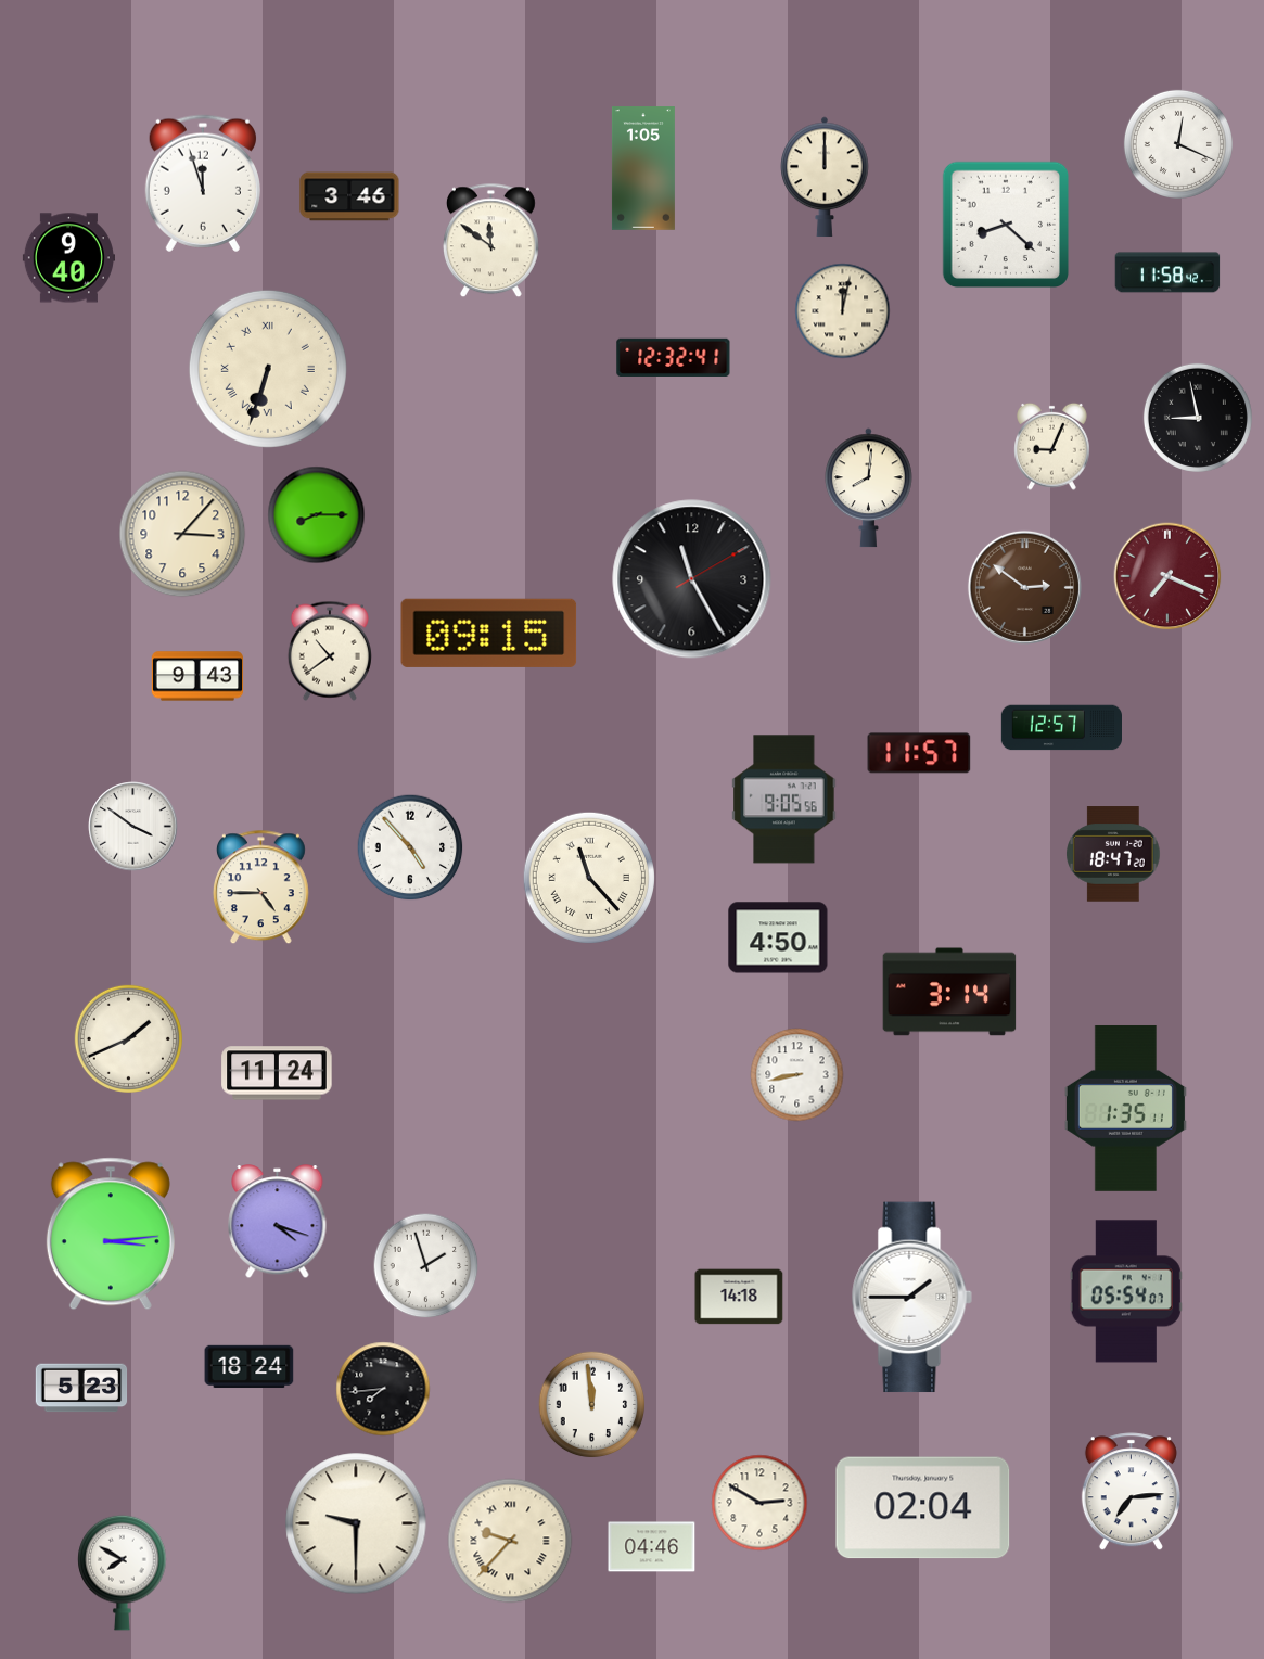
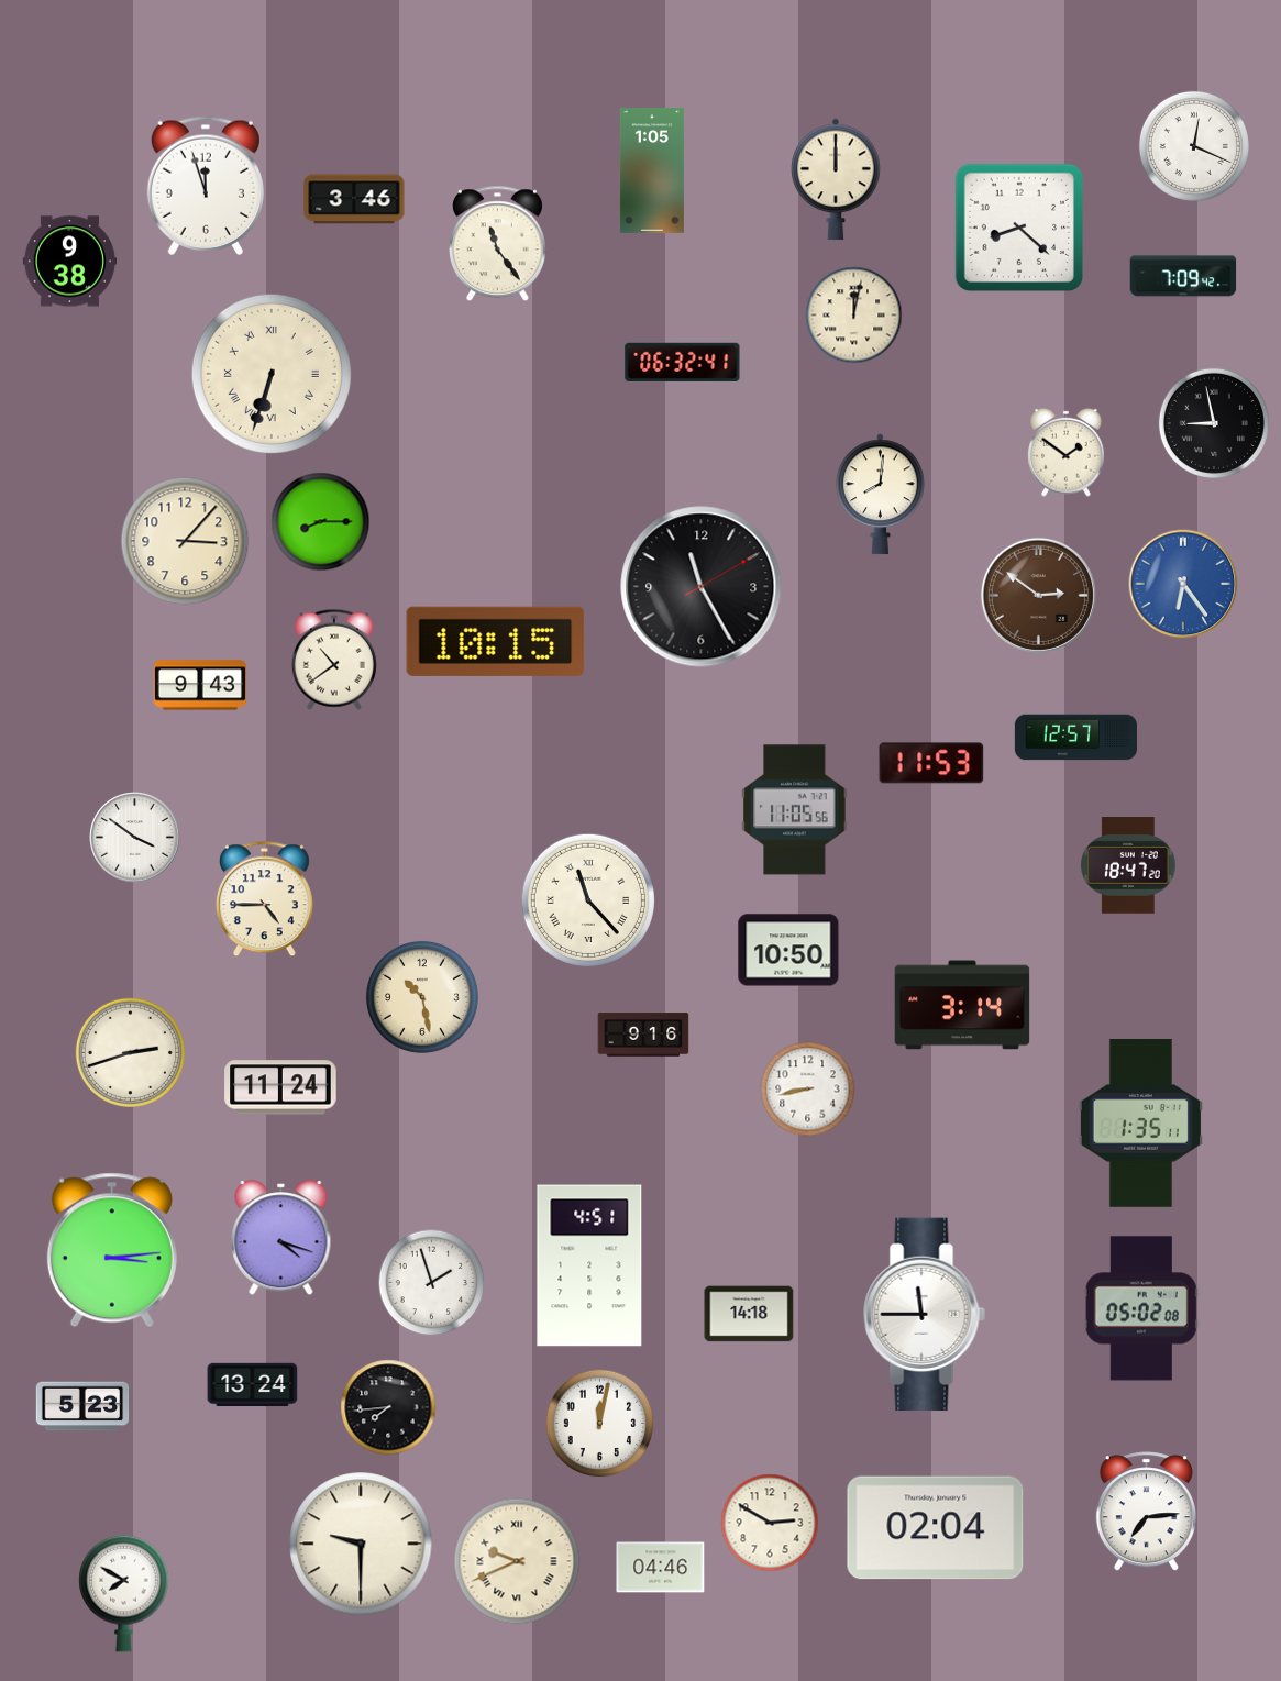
clock at (490, 241): 11:51 -> 11:24
clock at (68, 258): 9:40 -> 9:38
clock at (1167, 272): 11:58 -> 7:09
clock at (674, 357): 12:32 -> 06:32
clock at (1052, 446): 9:04 -> 1:51
clock at (1167, 576): 7:19 -> 6:24
clock at (1167, 576) dial: burgundy -> blue
clock at (489, 633): 09:15 -> 10:15
clock at (919, 753): 11:57 -> 11:53
clock at (784, 800): 9:05 -> 11:05
clock at (410, 847): 4:53 -> none
clock at (589, 878) position: (589, 878) -> (588, 900)
clock at (778, 937): 4:50 -> 10:50
clock at (422, 997): none -> 10:28
clock at (643, 1035): none -> 9:16
clock at (128, 1038): 1:41 -> 2:42
clock at (589, 1265): none -> 4:51
clock at (1126, 1291): 05:54 -> 05:02
clock at (911, 1298): 1:45 -> 11:45
clock at (250, 1367): 18:24 -> 13:24
clock at (592, 1405): 11:59 -> 12:02
clock at (510, 1541): 9:37 -> 9:41
